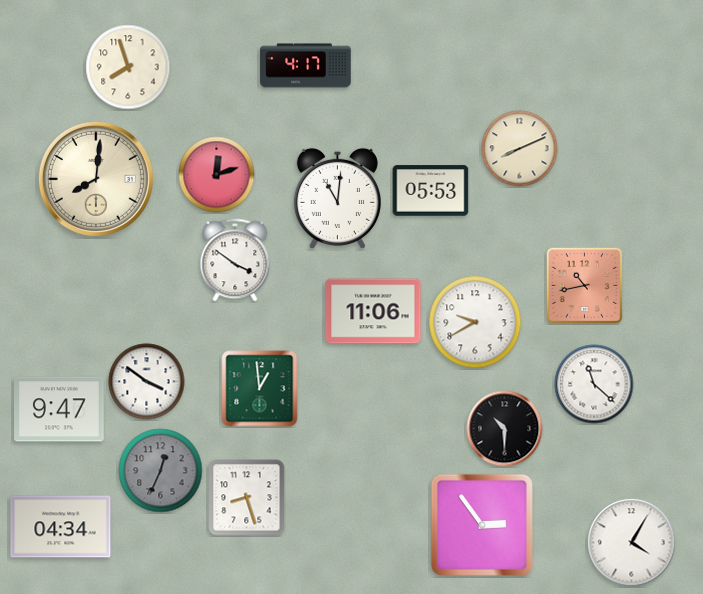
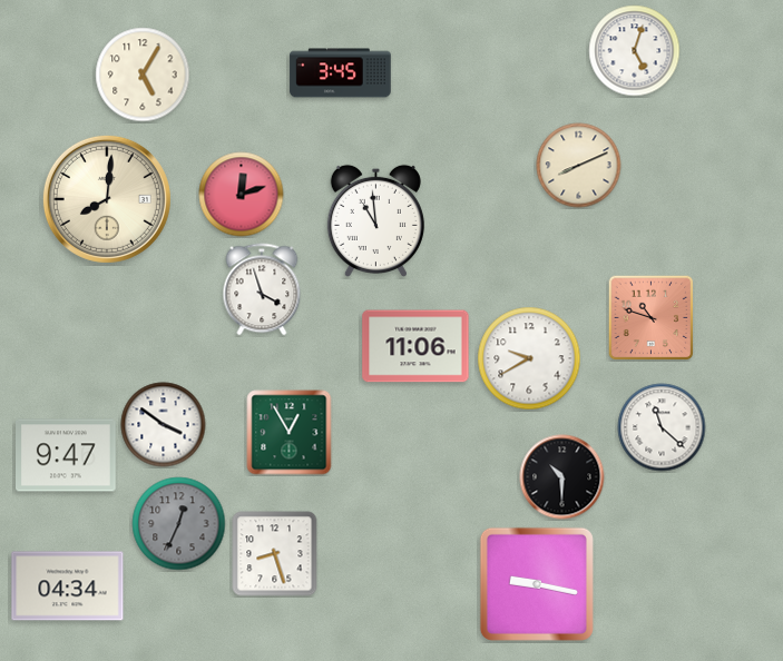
clock at (635, 51): none -> 5:03
clock at (306, 66): 4:17 -> 3:45
clock at (128, 67): 7:57 -> 5:05
clock at (431, 191): 05:53 -> none
clock at (337, 198): 11:01 -> 10:59
clock at (235, 260): 3:51 -> 3:57
clock at (584, 285): 10:43 -> 10:48
clock at (260, 389): 12:59 -> 12:55
clock at (482, 525): 2:54 -> 9:17
clock at (632, 543): 4:05 -> none
